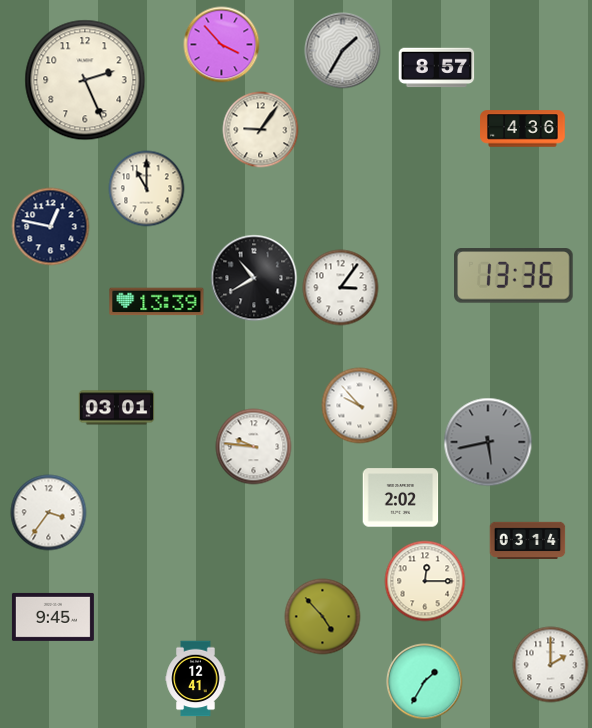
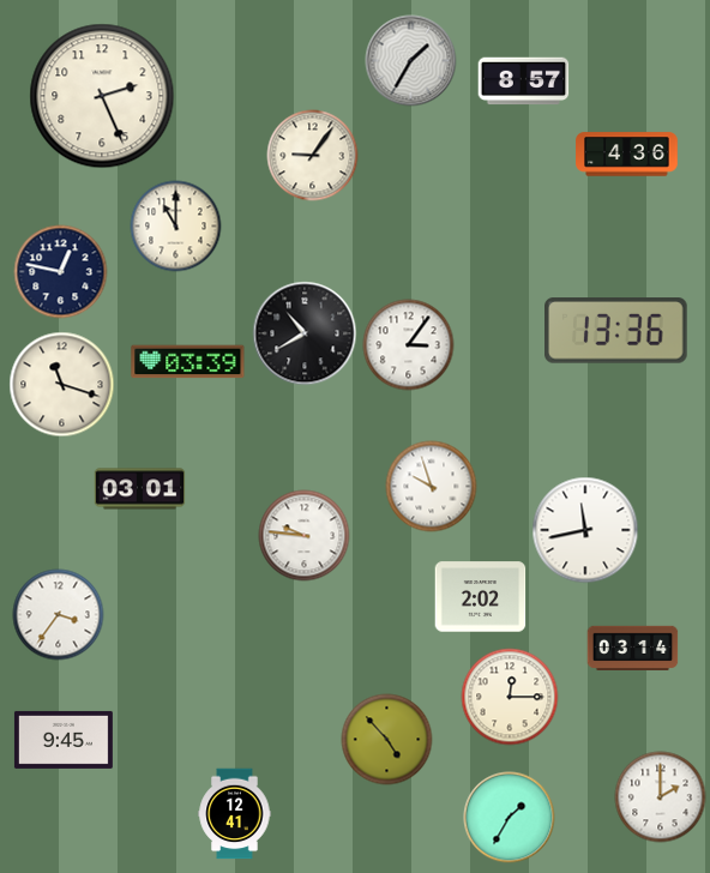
clock at (222, 45): 3:53 -> none
clock at (157, 302): 13:39 -> 03:39
clock at (62, 385): none -> 11:18
clock at (360, 406): 9:53 -> 9:57
clock at (488, 442): 5:43 -> 11:43
clock at (488, 442) dial: grey -> white
